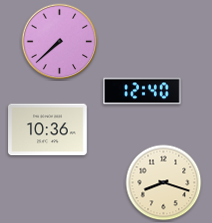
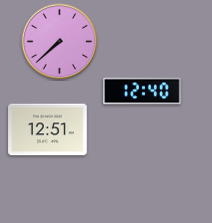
clock at (48, 130): 10:36 -> 12:51
clock at (164, 183): 8:18 -> none
